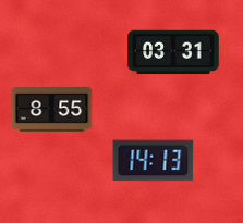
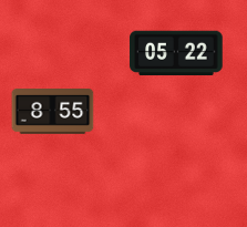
clock at (173, 52): 03:31 -> 05:22
clock at (154, 161): 14:13 -> none
